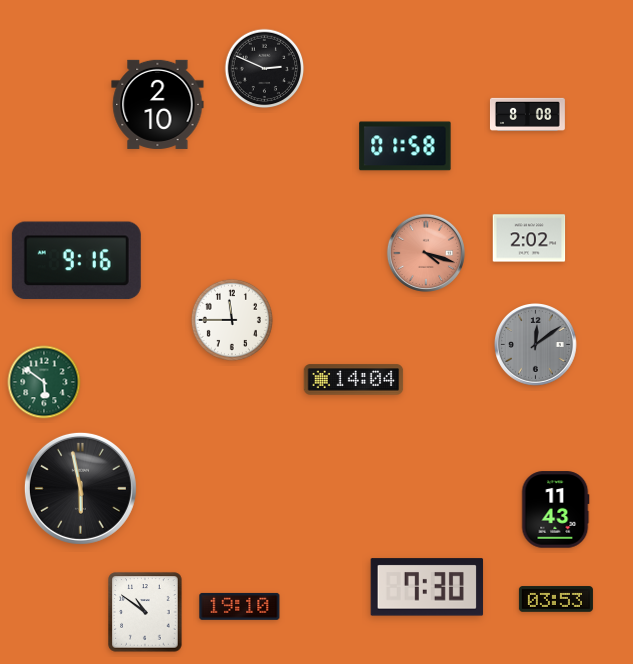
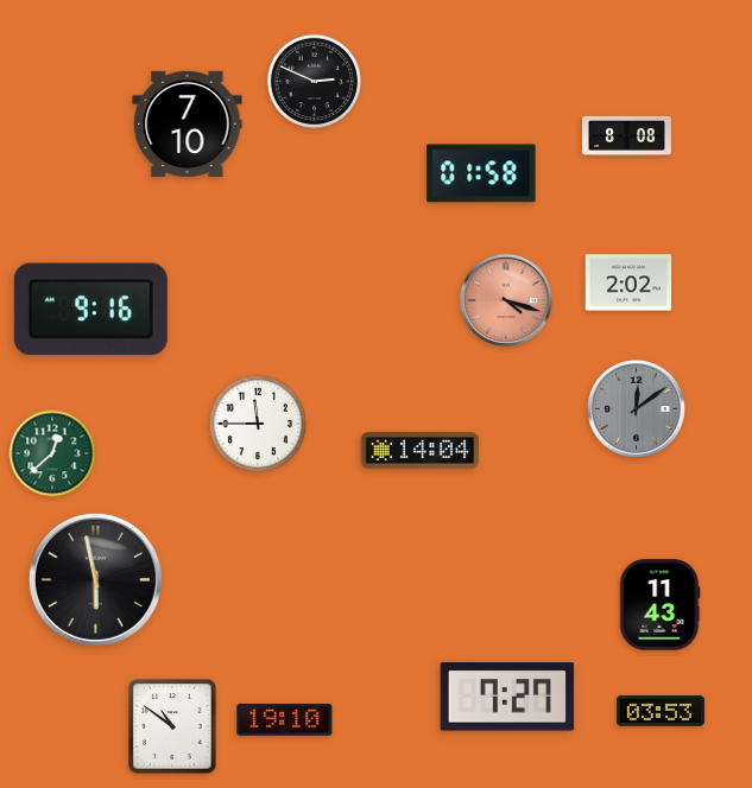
clock at (158, 104): 2:10 -> 7:10
clock at (232, 320) position: (232, 320) -> (258, 424)
clock at (44, 382): 5:51 -> 12:38
clock at (427, 587): 7:30 -> 7:27
